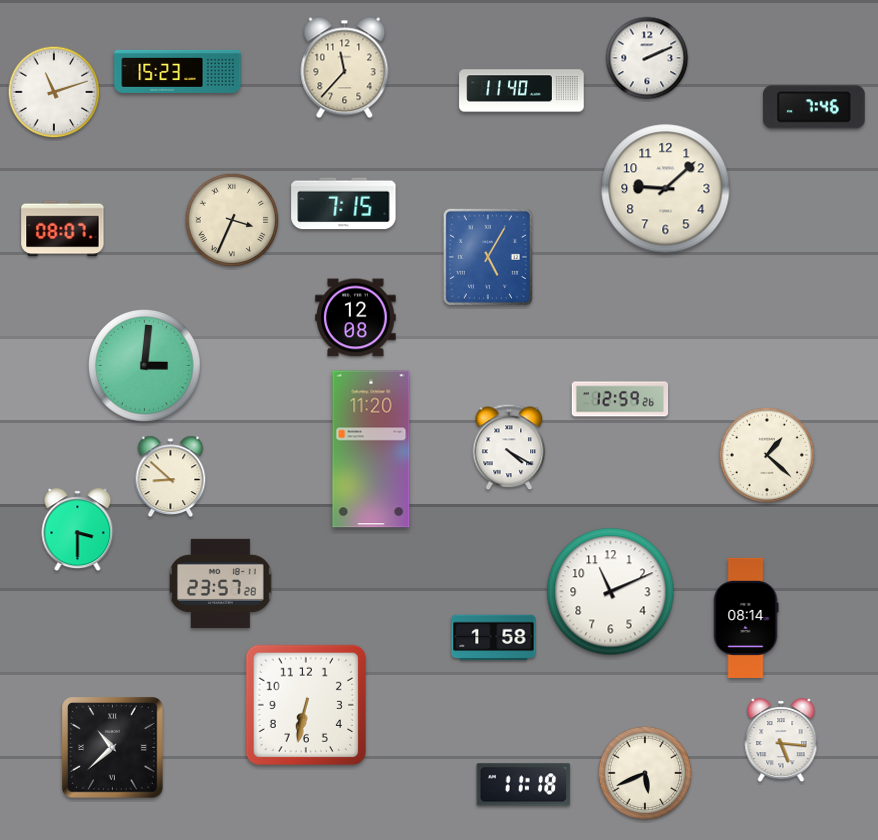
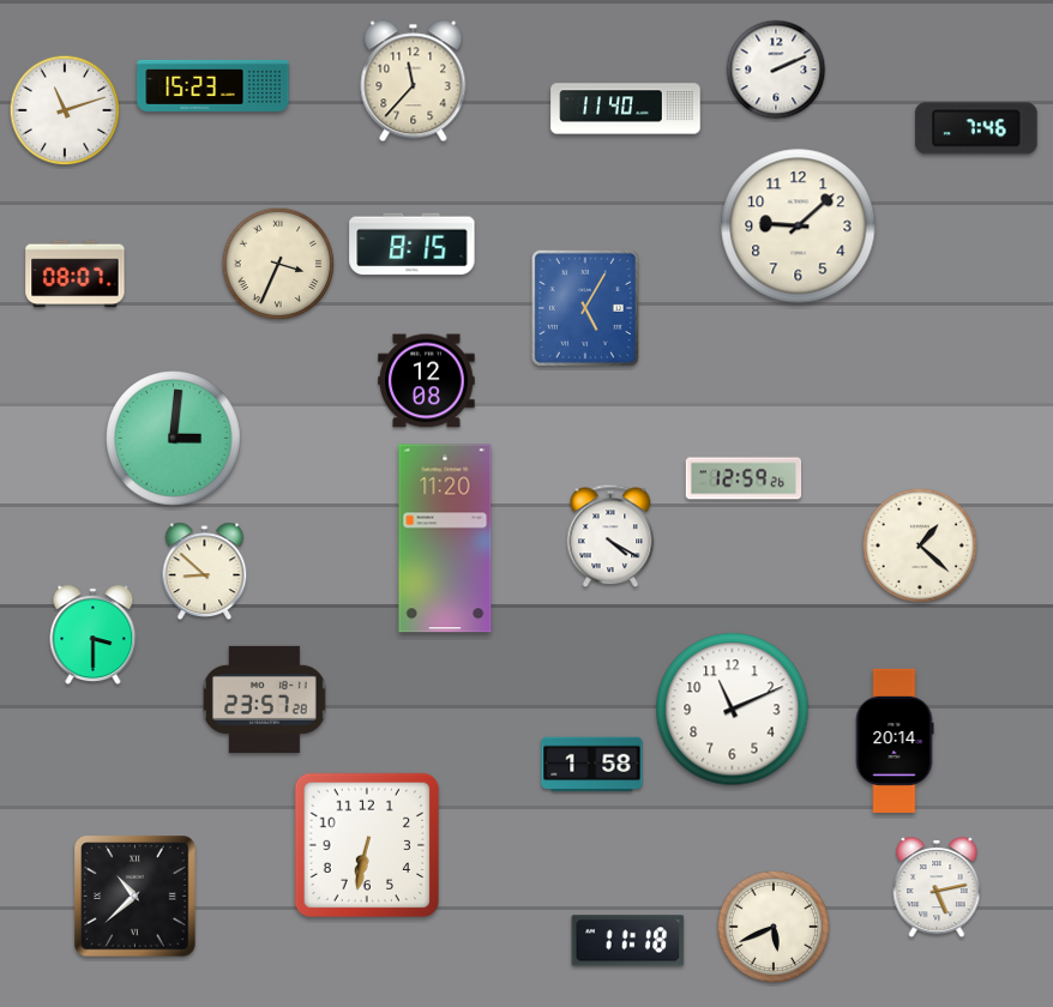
clock at (344, 204): 7:15 -> 8:15
clock at (746, 618): 08:14 -> 20:14
clock at (781, 741): 5:16 -> 5:13
